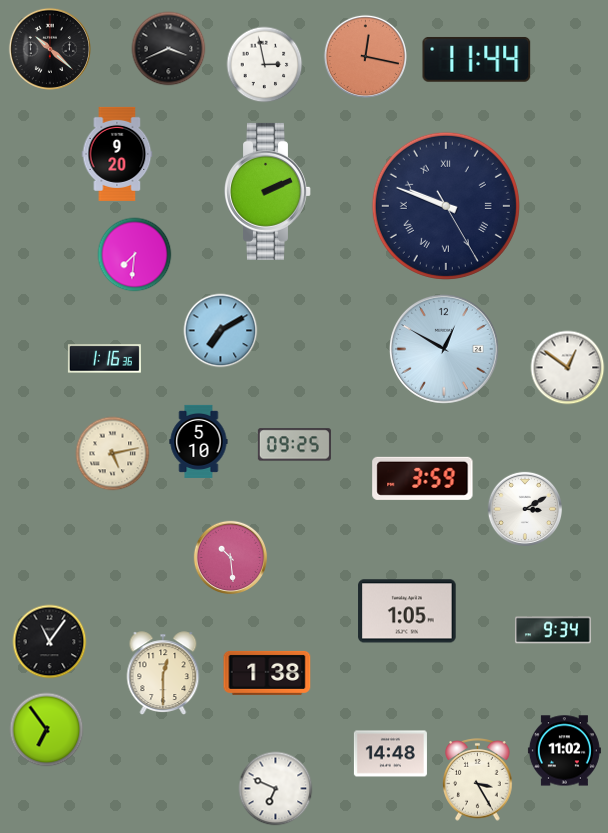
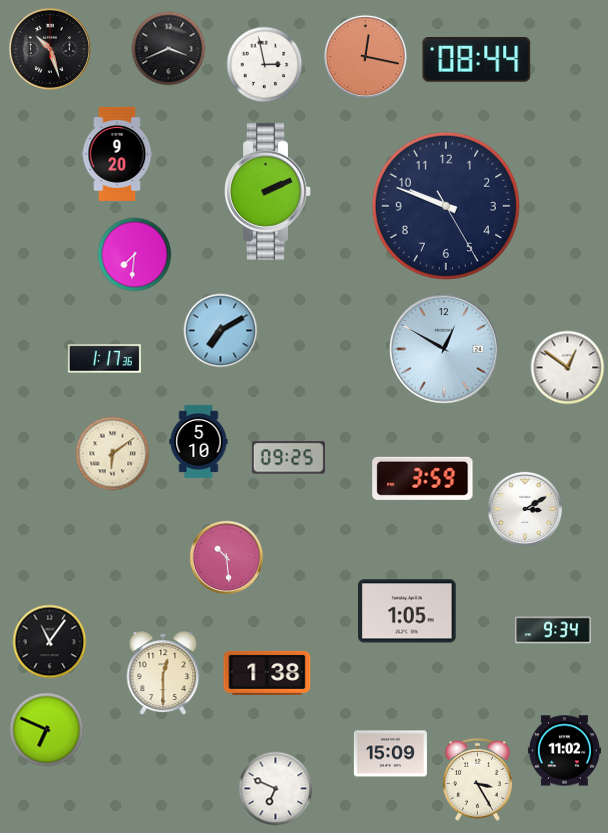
clock at (50, 49): 10:22 -> 10:27
clock at (477, 59): 11:44 -> 08:44
clock at (446, 206) numerals: Roman -> Arabic
clock at (104, 359): 1:16 -> 1:17
clock at (294, 445) position: (294, 445) -> (288, 458)
clock at (113, 454): 5:13 -> 6:09
clock at (231, 558) position: (231, 558) -> (227, 558)
clock at (47, 730): 6:54 -> 6:49
clock at (390, 754): 14:48 -> 15:09
